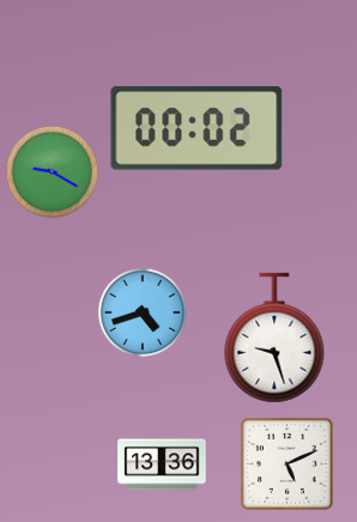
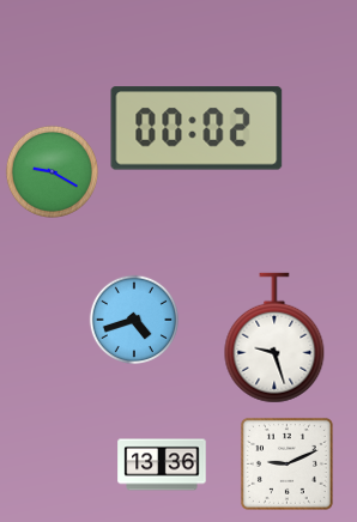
clock at (143, 312) position: (143, 312) -> (134, 320)
clock at (286, 463): 5:11 -> 9:11
